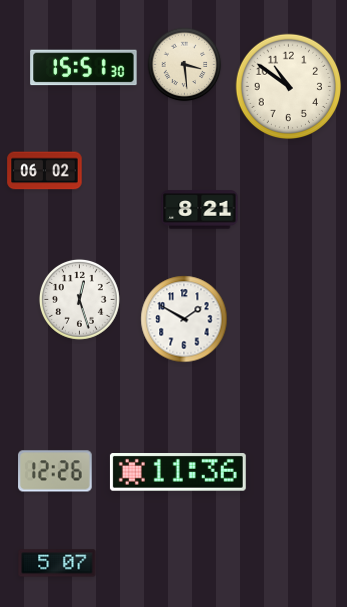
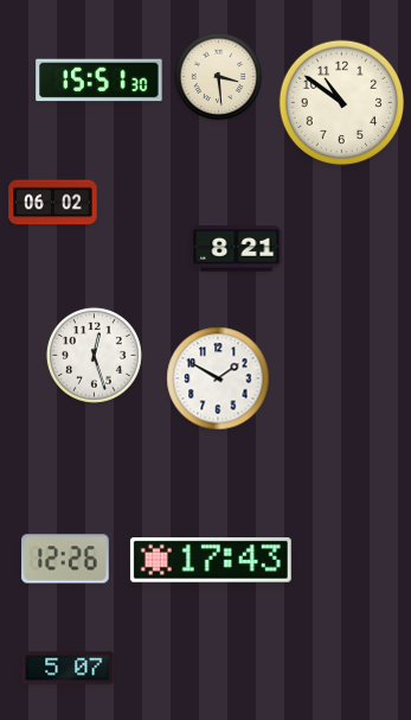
clock at (178, 473): 11:36 -> 17:43
